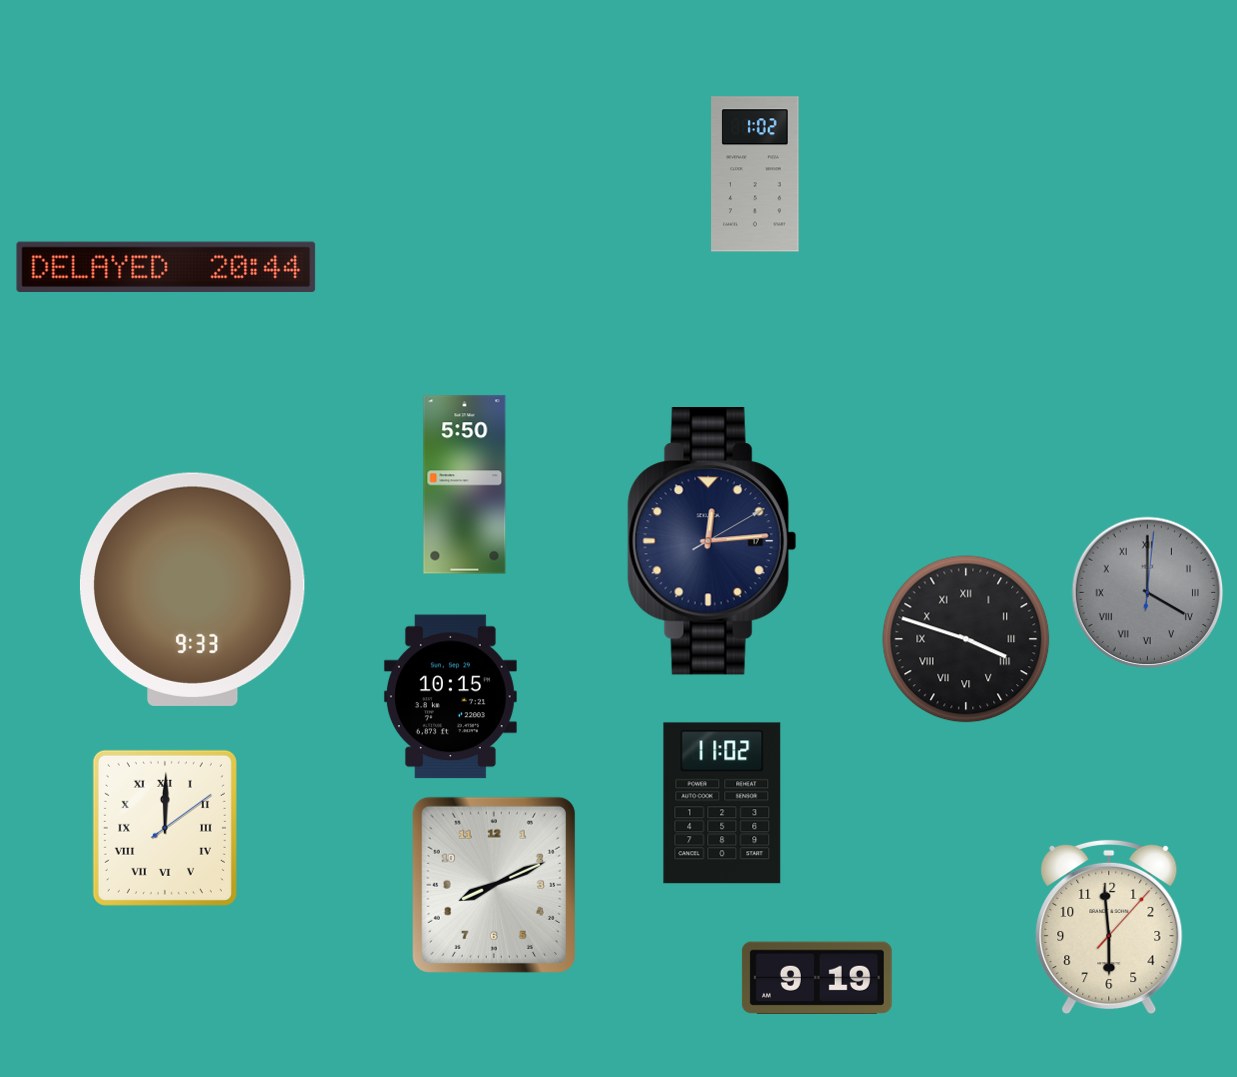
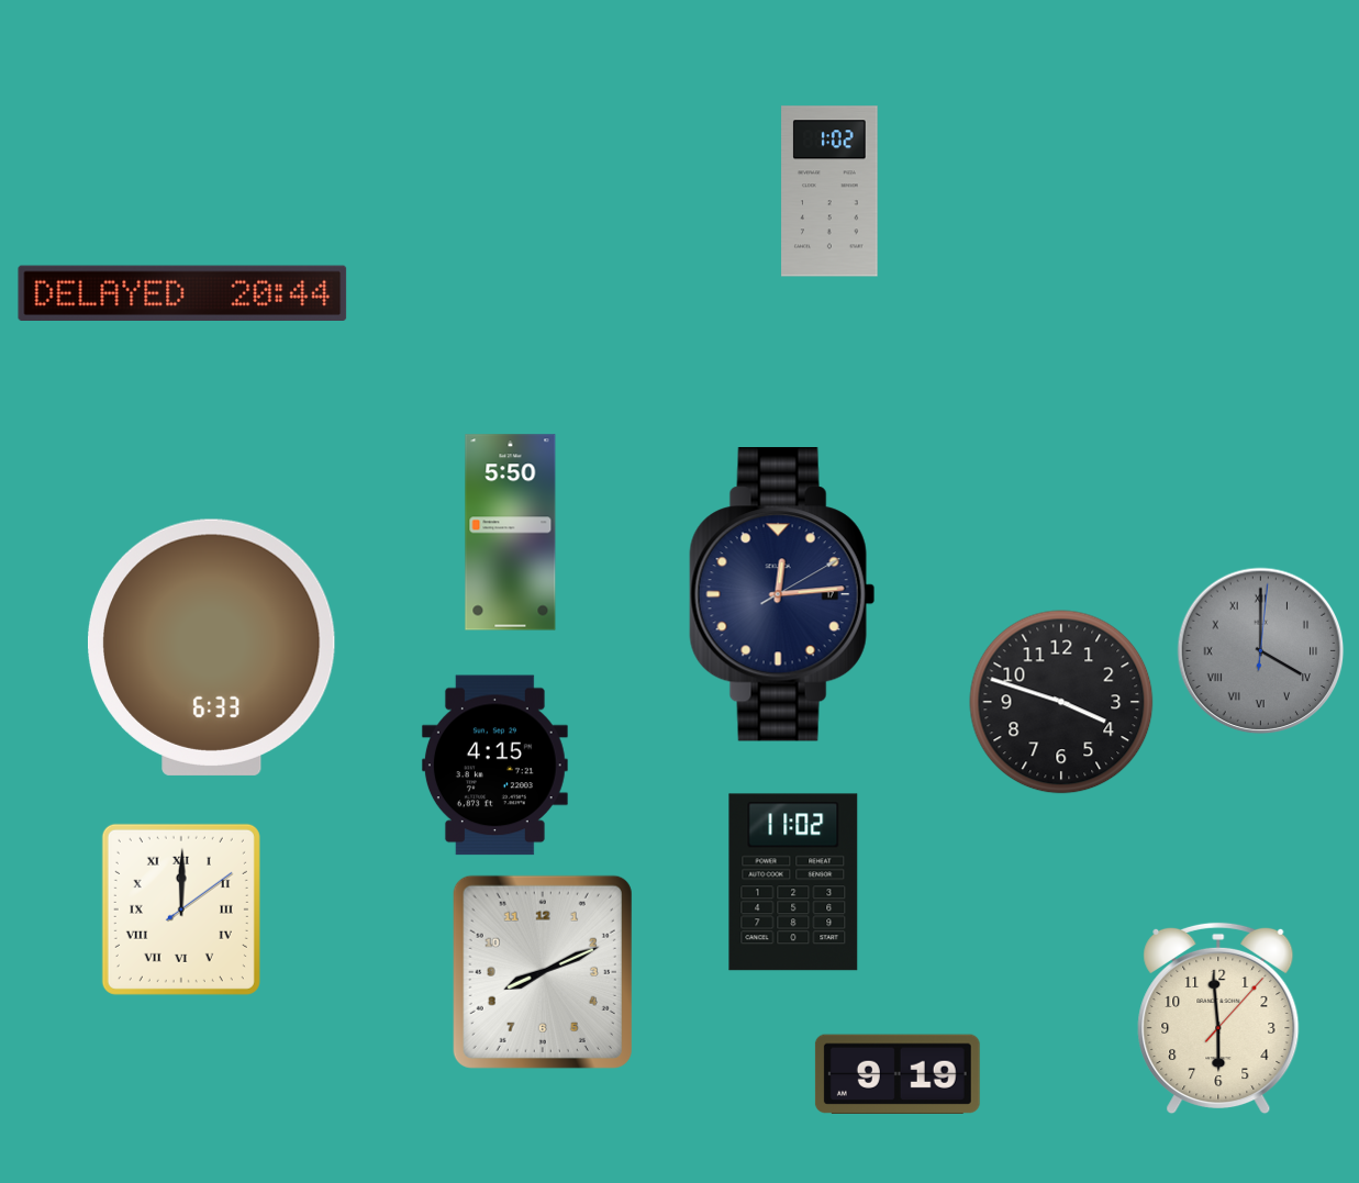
clock at (192, 589): 9:33 -> 6:33
clock at (966, 639) numerals: Roman -> Arabic
clock at (450, 697): 10:15 -> 4:15
